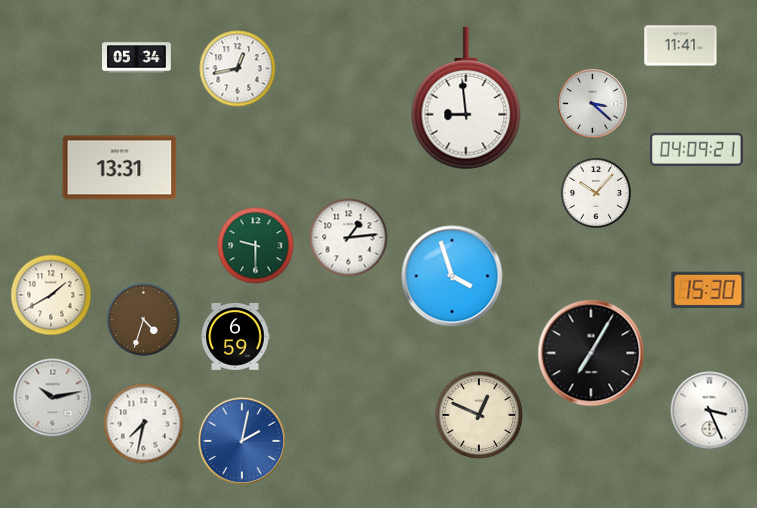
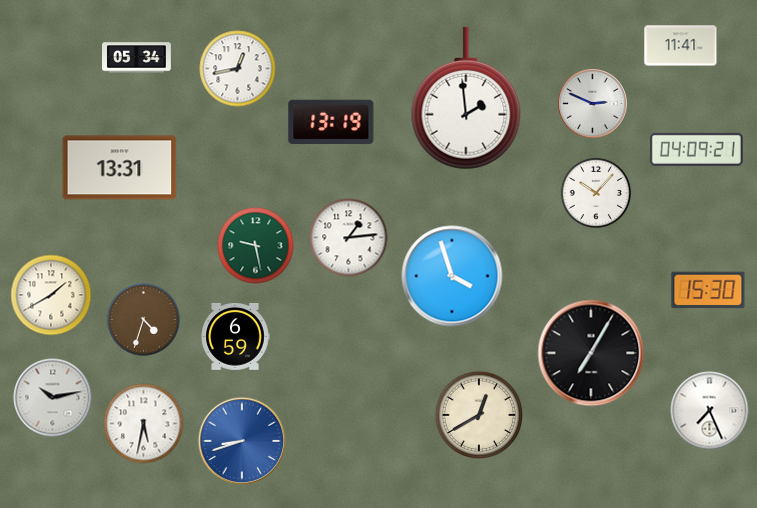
clock at (466, 98): 8:59 -> 1:59
clock at (593, 104): 3:22 -> 2:49
clock at (331, 122): none -> 13:19
clock at (256, 246): 9:30 -> 9:28
clock at (710, 411): 3:26 -> 7:26
clock at (479, 415): 12:49 -> 12:40
clock at (144, 424): 7:32 -> 5:32
clock at (242, 441): 2:02 -> 8:42
